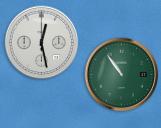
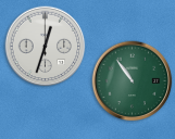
clock at (42, 43): 12:28 -> 12:33
